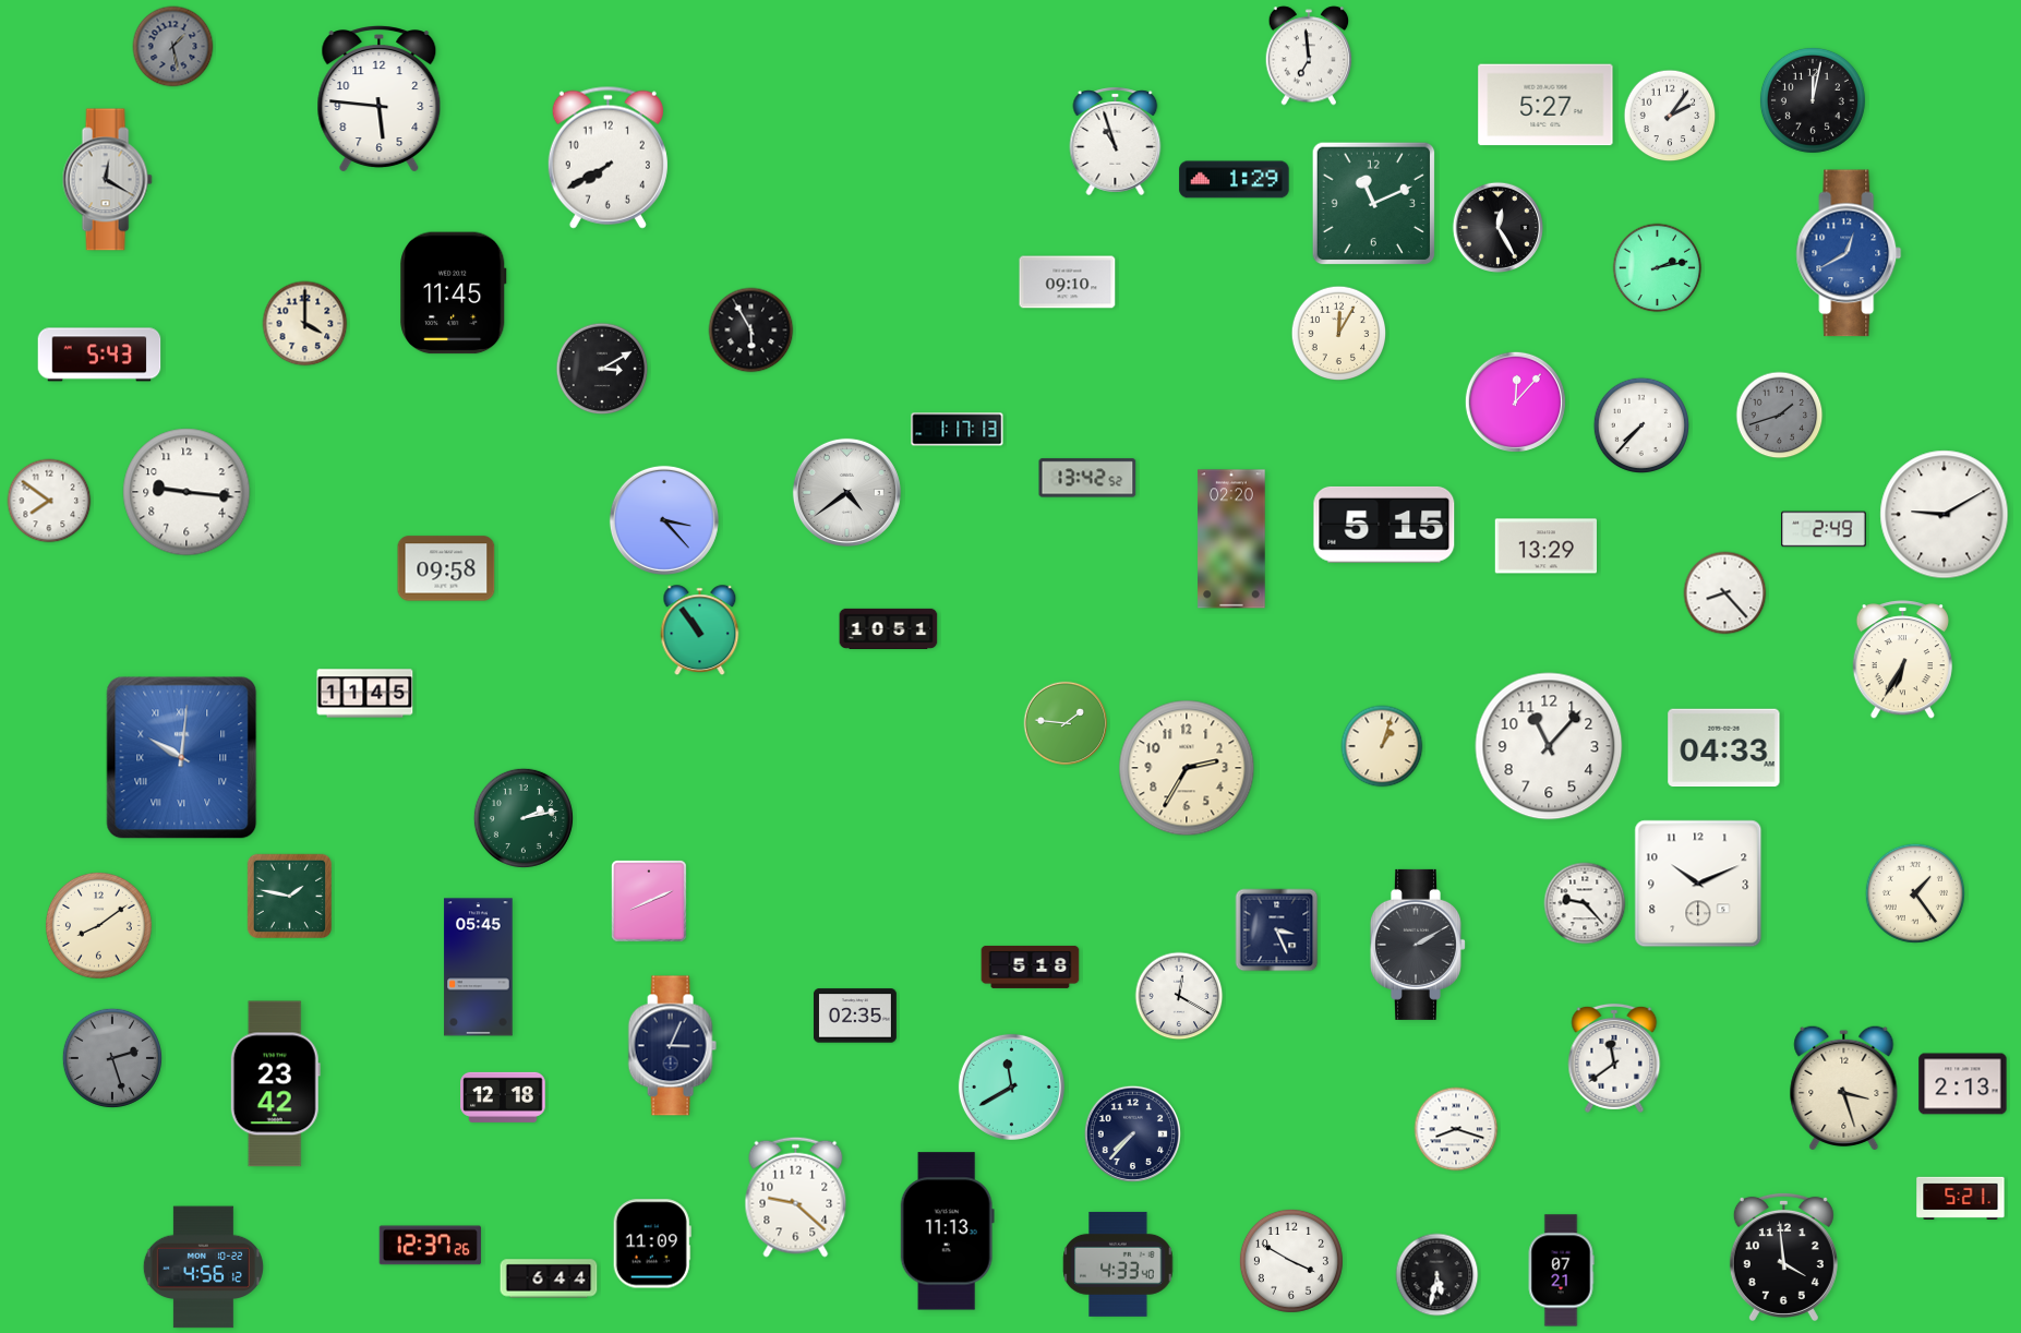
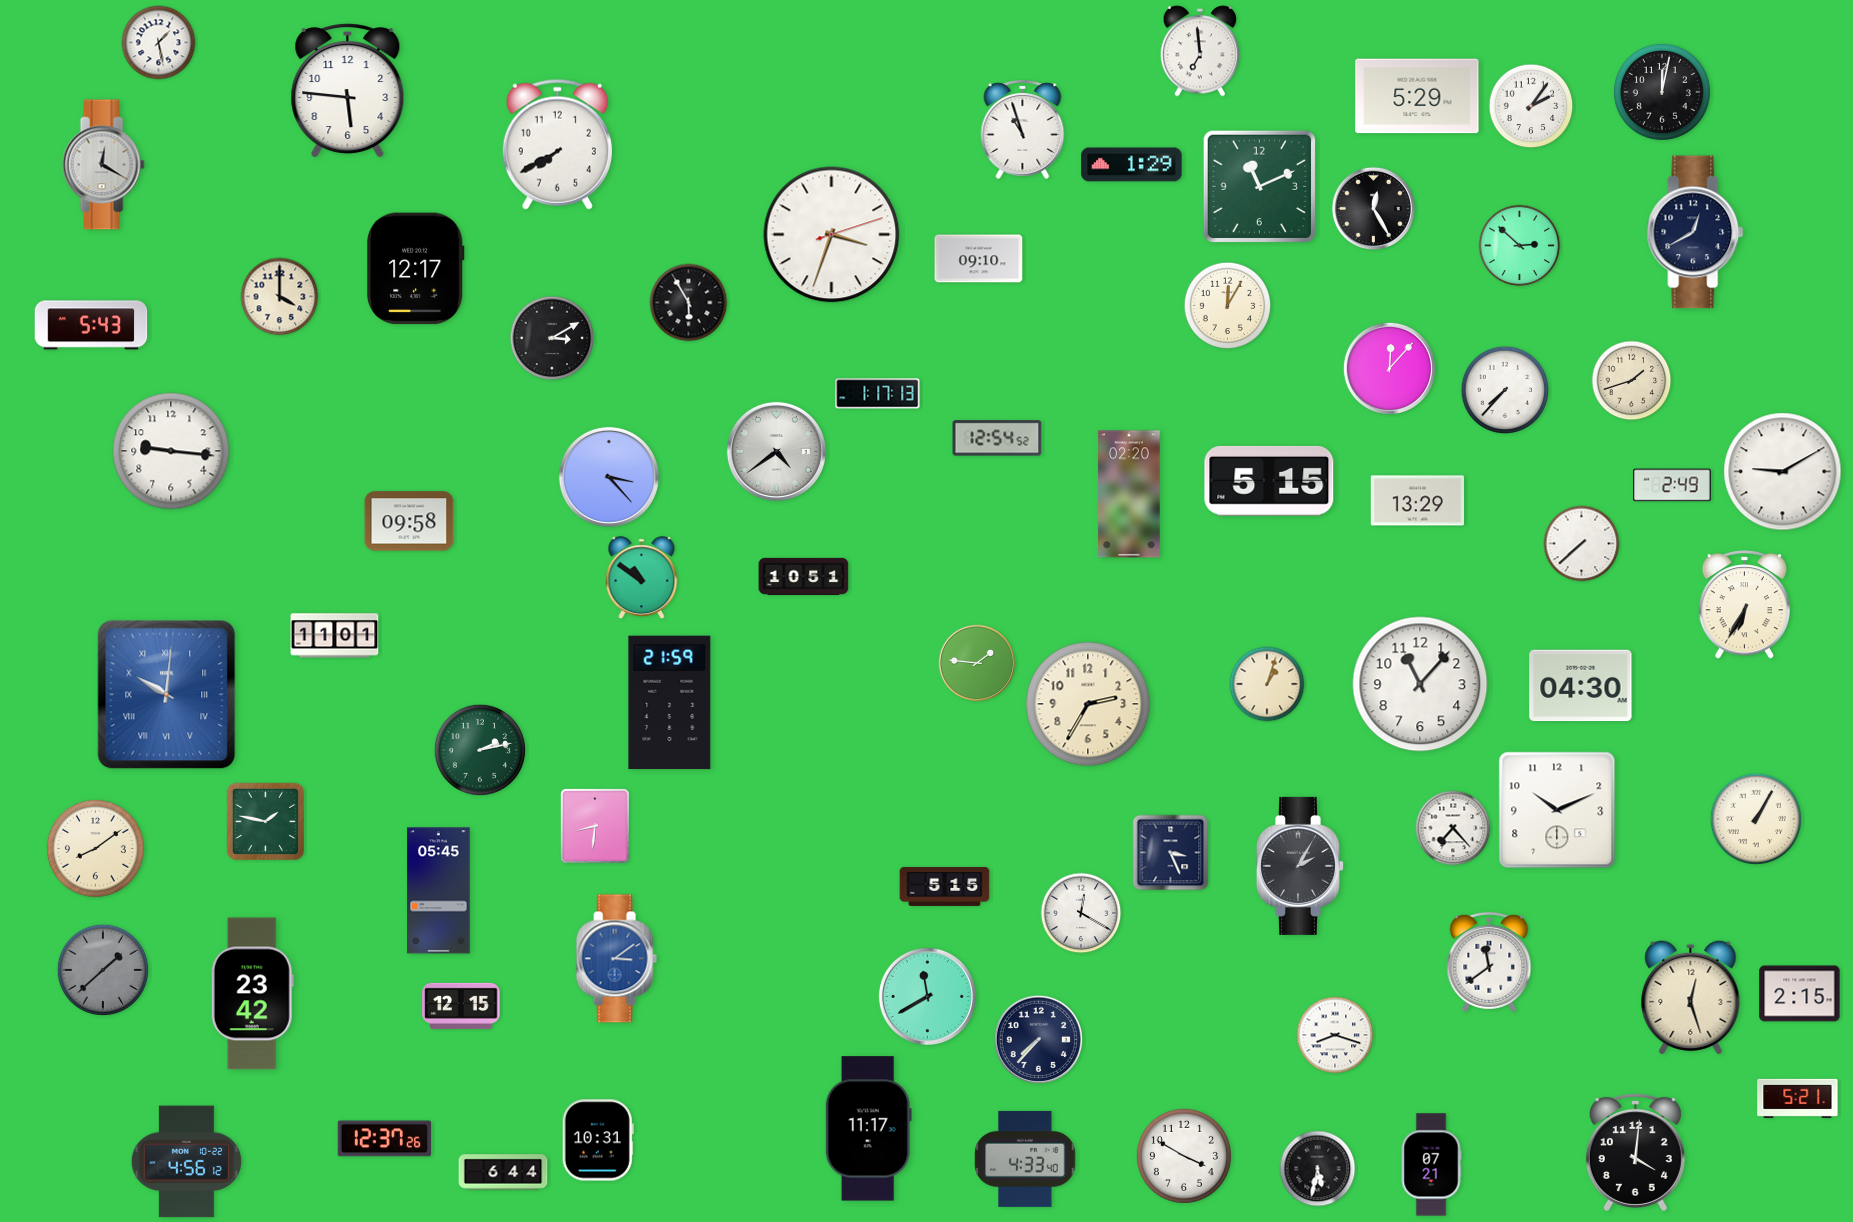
clock at (173, 47) dial: grey -> white
clock at (1545, 105): 5:27 -> 5:29
clock at (107, 180) position: (107, 180) -> (103, 165)
clock at (1849, 253) dial: blue -> navy
clock at (832, 235): none -> 3:33
clock at (1658, 268): 2:13 -> 2:52
clock at (454, 293): 11:45 -> 12:17
clock at (1780, 416) dial: grey -> cream
clock at (1087, 478): 13:42 -> 12:54
clock at (49, 501): 7:51 -> none
clock at (1725, 593): 8:23 -> 7:38
clock at (889, 628) position: (889, 628) -> (804, 576)
clock at (700, 629): 10:54 -> 10:51
clock at (365, 694): 11:45 -> 11:01
clock at (1724, 748): 04:33 -> 04:30
clock at (670, 703): none -> 21:59
clock at (1915, 893): 1:24 -> 1:05
clock at (649, 902): 8:11 -> 8:31
clock at (1585, 903): 9:23 -> 7:23
clock at (98, 925) position: (98, 925) -> (95, 848)
clock at (1418, 945): 2:10 -> 2:05
clock at (1031, 966): 5:18 -> 5:15
clock at (479, 968) position: (479, 968) -> (439, 891)
clock at (855, 1016): 02:35 -> none
clock at (672, 1046): 3:04 -> 3:09
clock at (672, 1046) dial: navy -> blue
clock at (112, 1058): 2:27 -> 1:38
clock at (1614, 1058) position: (1614, 1058) -> (1489, 962)
clock at (1963, 1084): 2:13 -> 2:15
clock at (1844, 1088): 3:27 -> 12:27
clock at (503, 1097): 12:18 -> 12:15
clock at (796, 1197): 9:22 -> none
clock at (947, 1232): 11:13 -> 11:17
clock at (652, 1244): 11:09 -> 10:31
clock at (430, 1246) position: (430, 1246) -> (384, 1139)
clock at (1783, 1257): 3:59 -> 4:01
